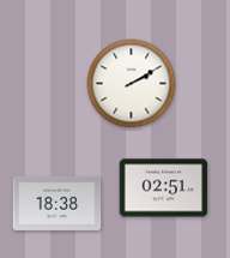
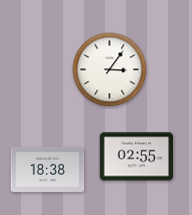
clock at (132, 84): 2:10 -> 3:06
clock at (164, 188): 02:51 -> 02:55
